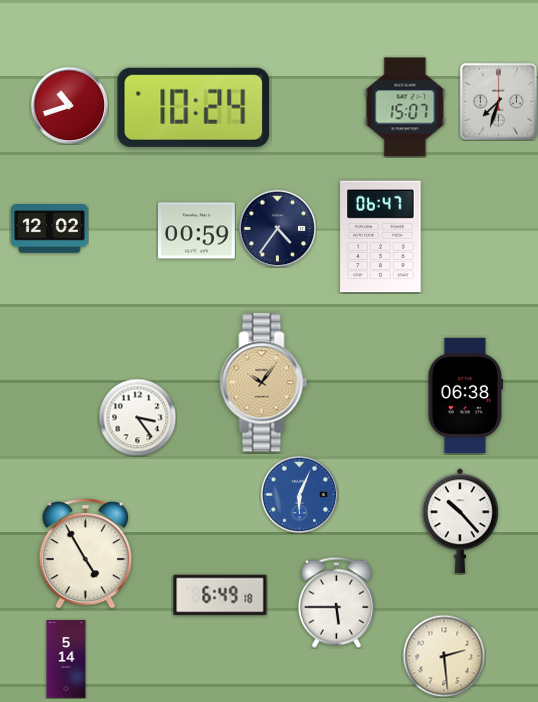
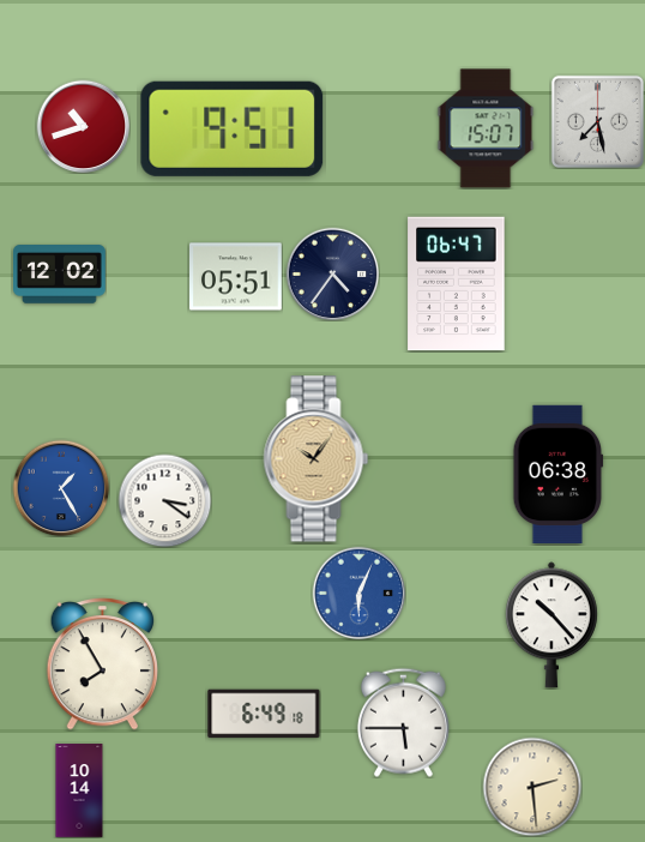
clock at (498, 101): 7:33 -> 7:28
clock at (194, 107): 10:24 -> 9:51
clock at (197, 231): 00:59 -> 05:51
clock at (61, 488): none -> 1:25
clock at (137, 417): 3:24 -> 3:21
clock at (85, 553): 4:55 -> 7:55
clock at (66, 659): 5:14 -> 10:14
